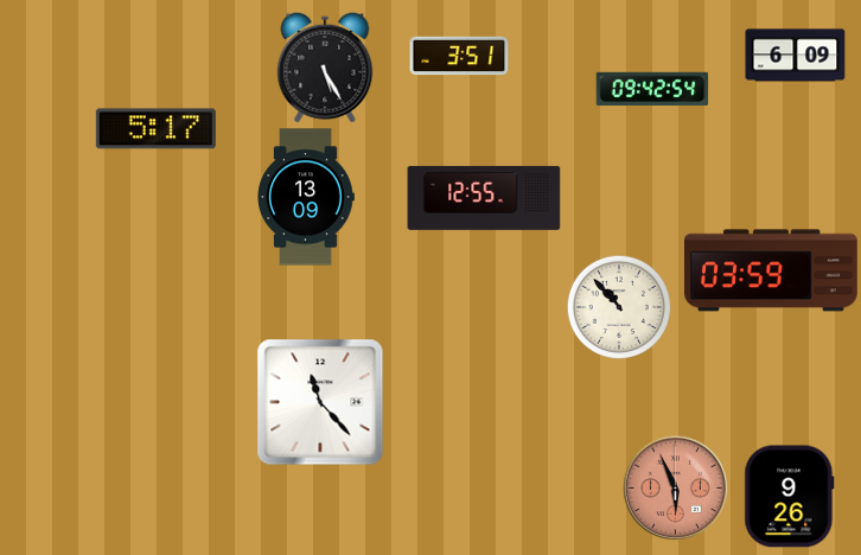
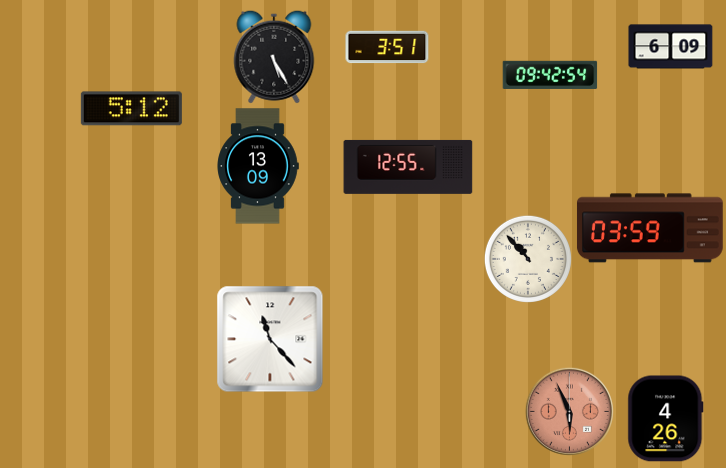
clock at (155, 129): 5:17 -> 5:12
clock at (619, 307) position: (619, 307) -> (528, 259)
clock at (790, 497): 9:26 -> 4:26
